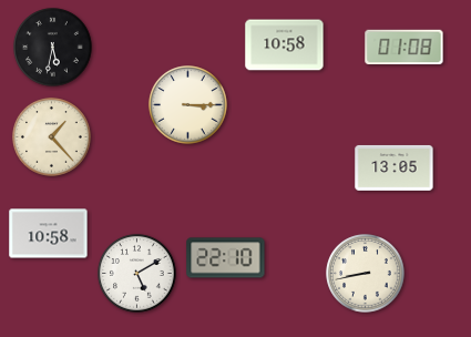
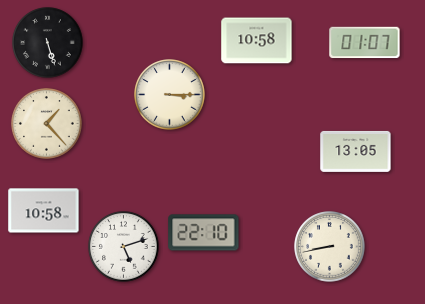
clock at (53, 48): 5:32 -> 5:27
clock at (405, 48): 01:08 -> 01:07
clock at (137, 274): 5:10 -> 5:12
